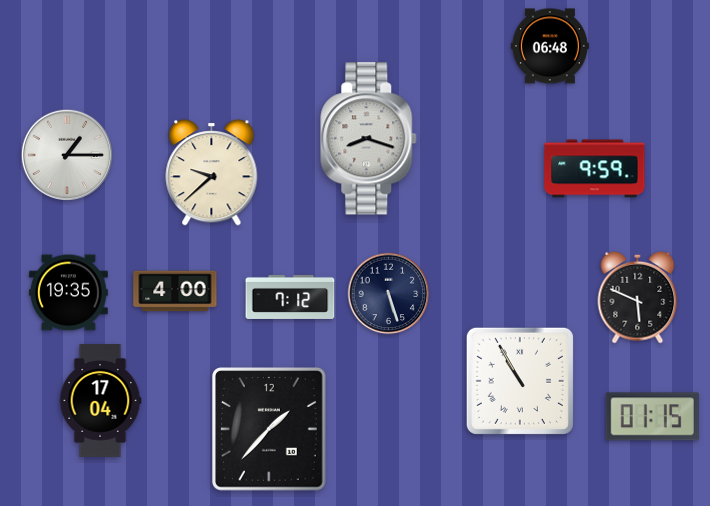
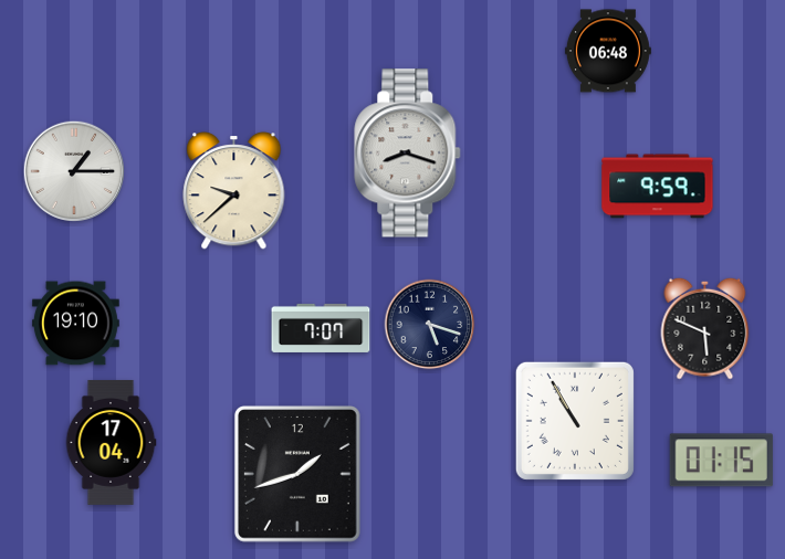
clock at (175, 291): 4:00 -> none
clock at (68, 293): 19:35 -> 19:10
clock at (389, 294): 5:27 -> 5:18
clock at (290, 297): 7:12 -> 7:07
clock at (270, 429): 1:37 -> 1:42
